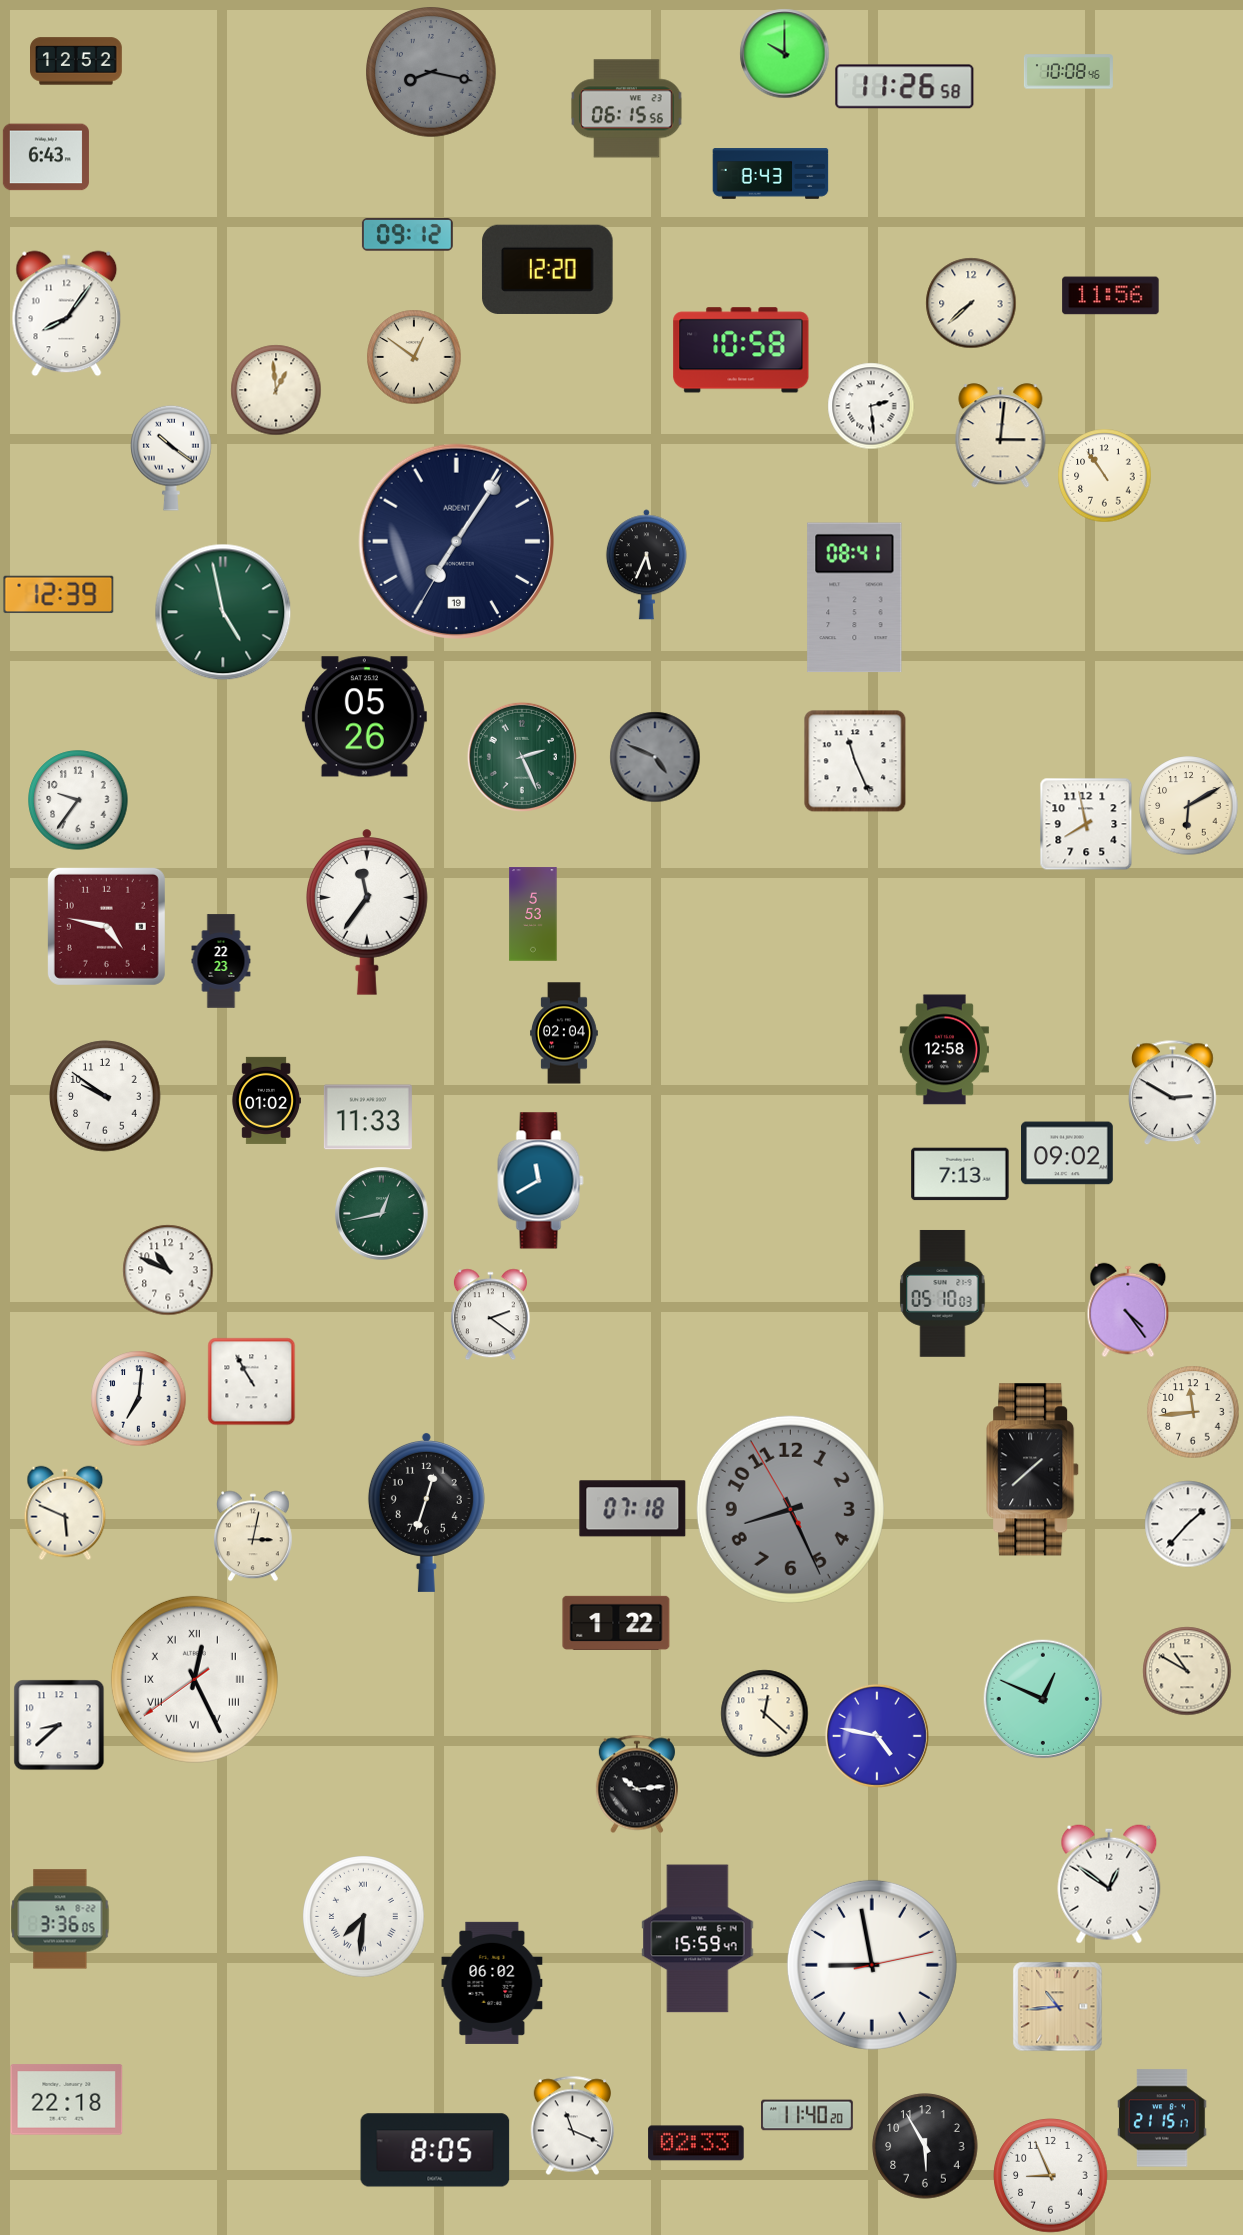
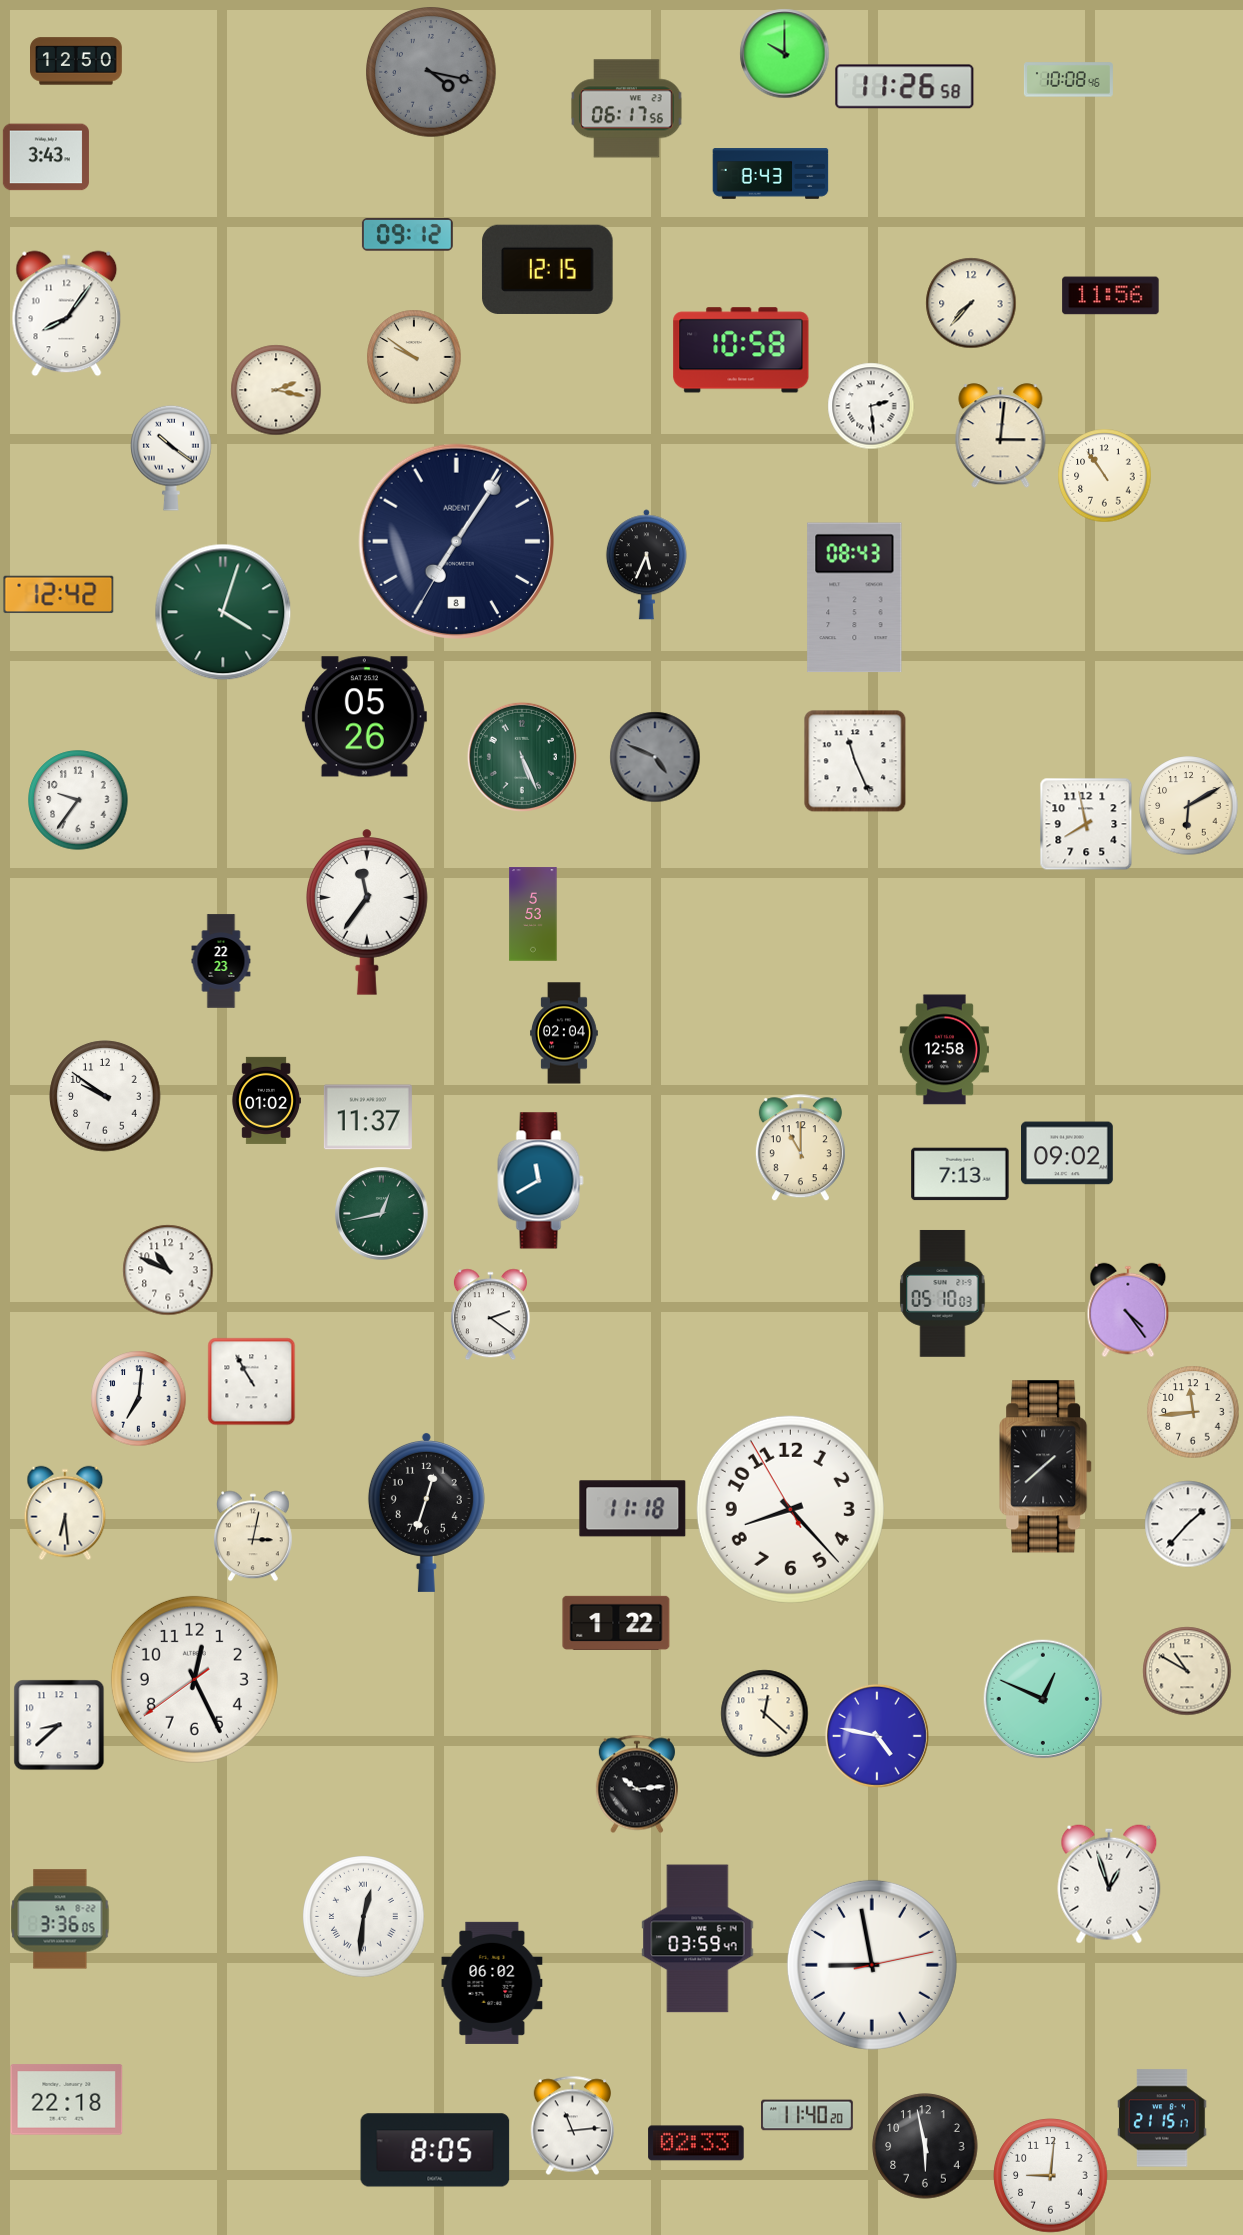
clock at (77, 61): 12:52 -> 12:50
clock at (1068, 72) position: (1068, 72) -> (1068, 80)
clock at (432, 73): 8:17 -> 4:17
clock at (627, 109): 06:15 -> 06:17
clock at (46, 157): 6:43 -> 3:43
clock at (548, 269): 12:20 -> 12:15
clock at (971, 303): 7:38 -> 7:37
clock at (414, 357): 12:51 -> 9:51
clock at (276, 390): 12:59 -> 2:17
clock at (456, 541) date: 19 -> 8
clock at (59, 595): 12:39 -> 12:42
clock at (855, 598): 08:41 -> 08:43
clock at (223, 612): 4:58 -> 4:03
clock at (522, 757): 2:26 -> 5:26
clock at (106, 926): 4:47 -> none
clock at (1173, 1093): 2:50 -> none
clock at (368, 1117): 11:33 -> 11:37
clock at (800, 1148): none -> 11:00
clock at (1033, 1470) position: (1033, 1470) -> (1046, 1467)
clock at (633, 1509): 07:18 -> 11:18
clock at (790, 1509): 8:25 -> 8:22
clock at (790, 1509) dial: grey -> white
clock at (65, 1513): 5:49 -> 6:29
clock at (194, 1679) numerals: Roman -> Arabic
clock at (1109, 1884): 12:51 -> 12:57
clock at (364, 1917): 7:31 -> 12:31
clock at (698, 1939): 15:59 -> 03:59
clock at (1058, 2007): 10:44 -> none
clock at (572, 2126): 11:19 -> 11:14
clock at (925, 2146): 5:55 -> 5:58
clock at (1051, 2176): 8:56 -> 9:01
